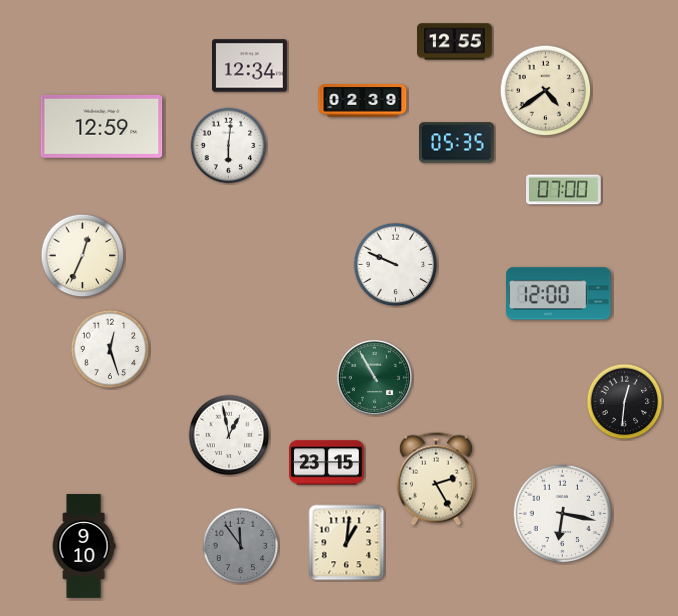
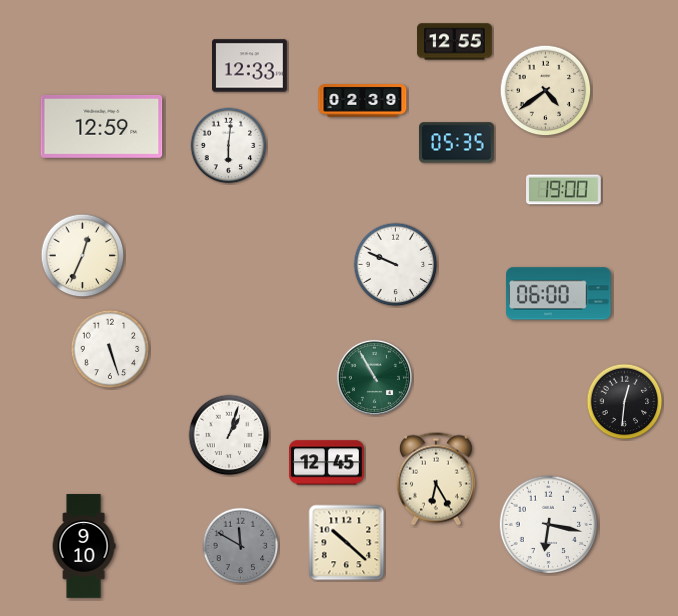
clock at (250, 66): 12:34 -> 12:33
clock at (564, 190): 07:00 -> 19:00
clock at (559, 294): 12:00 -> 06:00
clock at (110, 349): 12:27 -> 5:27
clock at (229, 435): 12:58 -> 1:03
clock at (327, 463): 23:15 -> 12:45
clock at (436, 479): 2:25 -> 6:25
clock at (563, 514) position: (563, 514) -> (549, 525)
clock at (347, 543): 1:01 -> 10:22
clock at (241, 546): 11:54 -> 11:50
